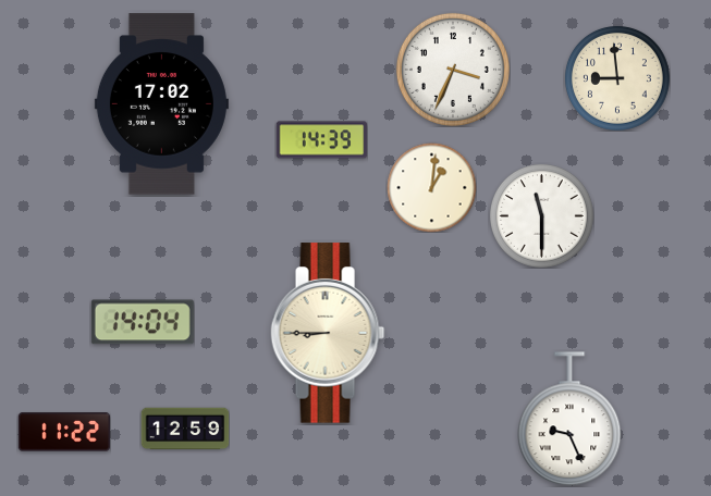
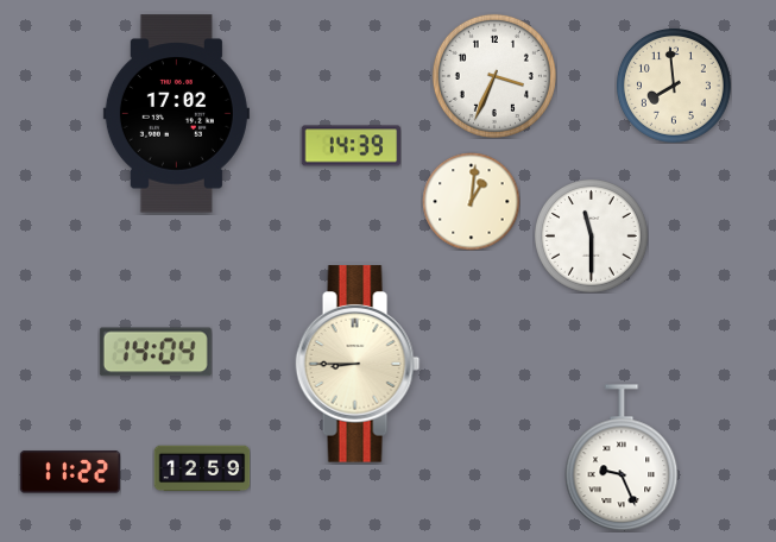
clock at (617, 78): 8:59 -> 7:59
clock at (321, 140) position: (321, 140) -> (351, 146)
clock at (431, 187) position: (431, 187) -> (471, 201)
